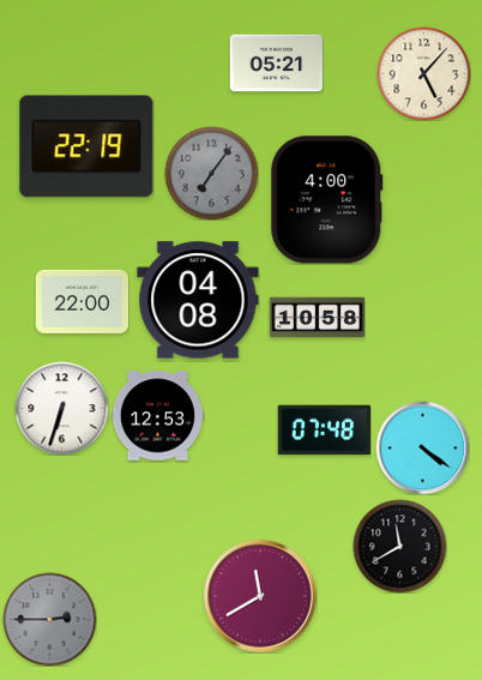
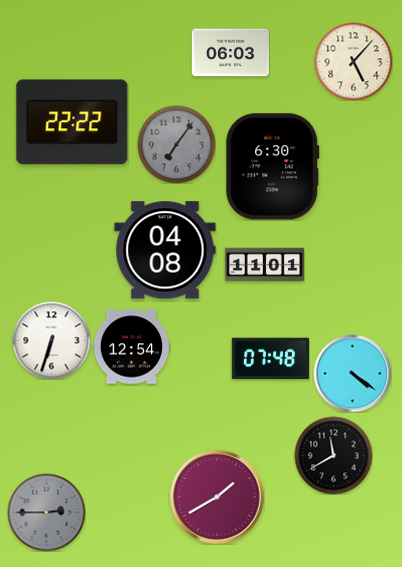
clock at (276, 64): 05:21 -> 06:03
clock at (86, 146): 22:19 -> 22:22
clock at (327, 200): 4:00 -> 6:30
clock at (82, 301): 22:00 -> none
clock at (317, 318): 10:58 -> 11:01
clock at (157, 416): 12:53 -> 12:54
clock at (260, 596): 11:40 -> 1:40
clock at (49, 619) position: (49, 619) -> (46, 512)
